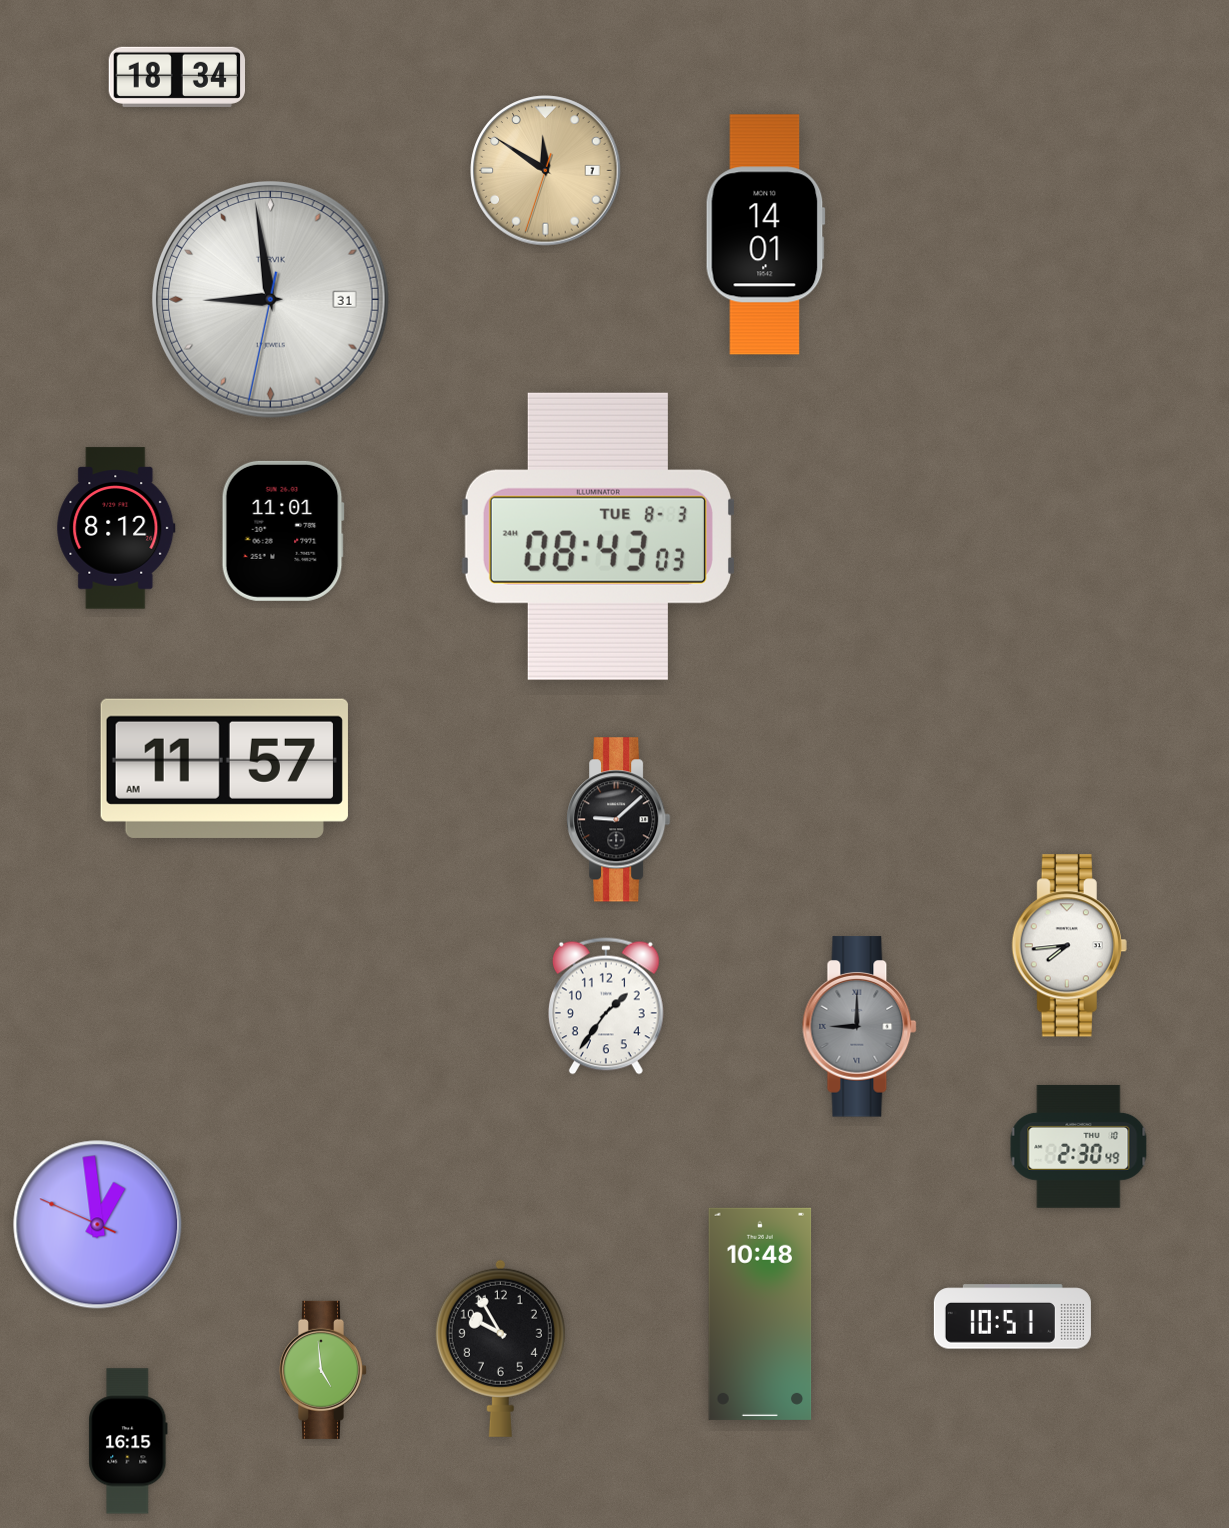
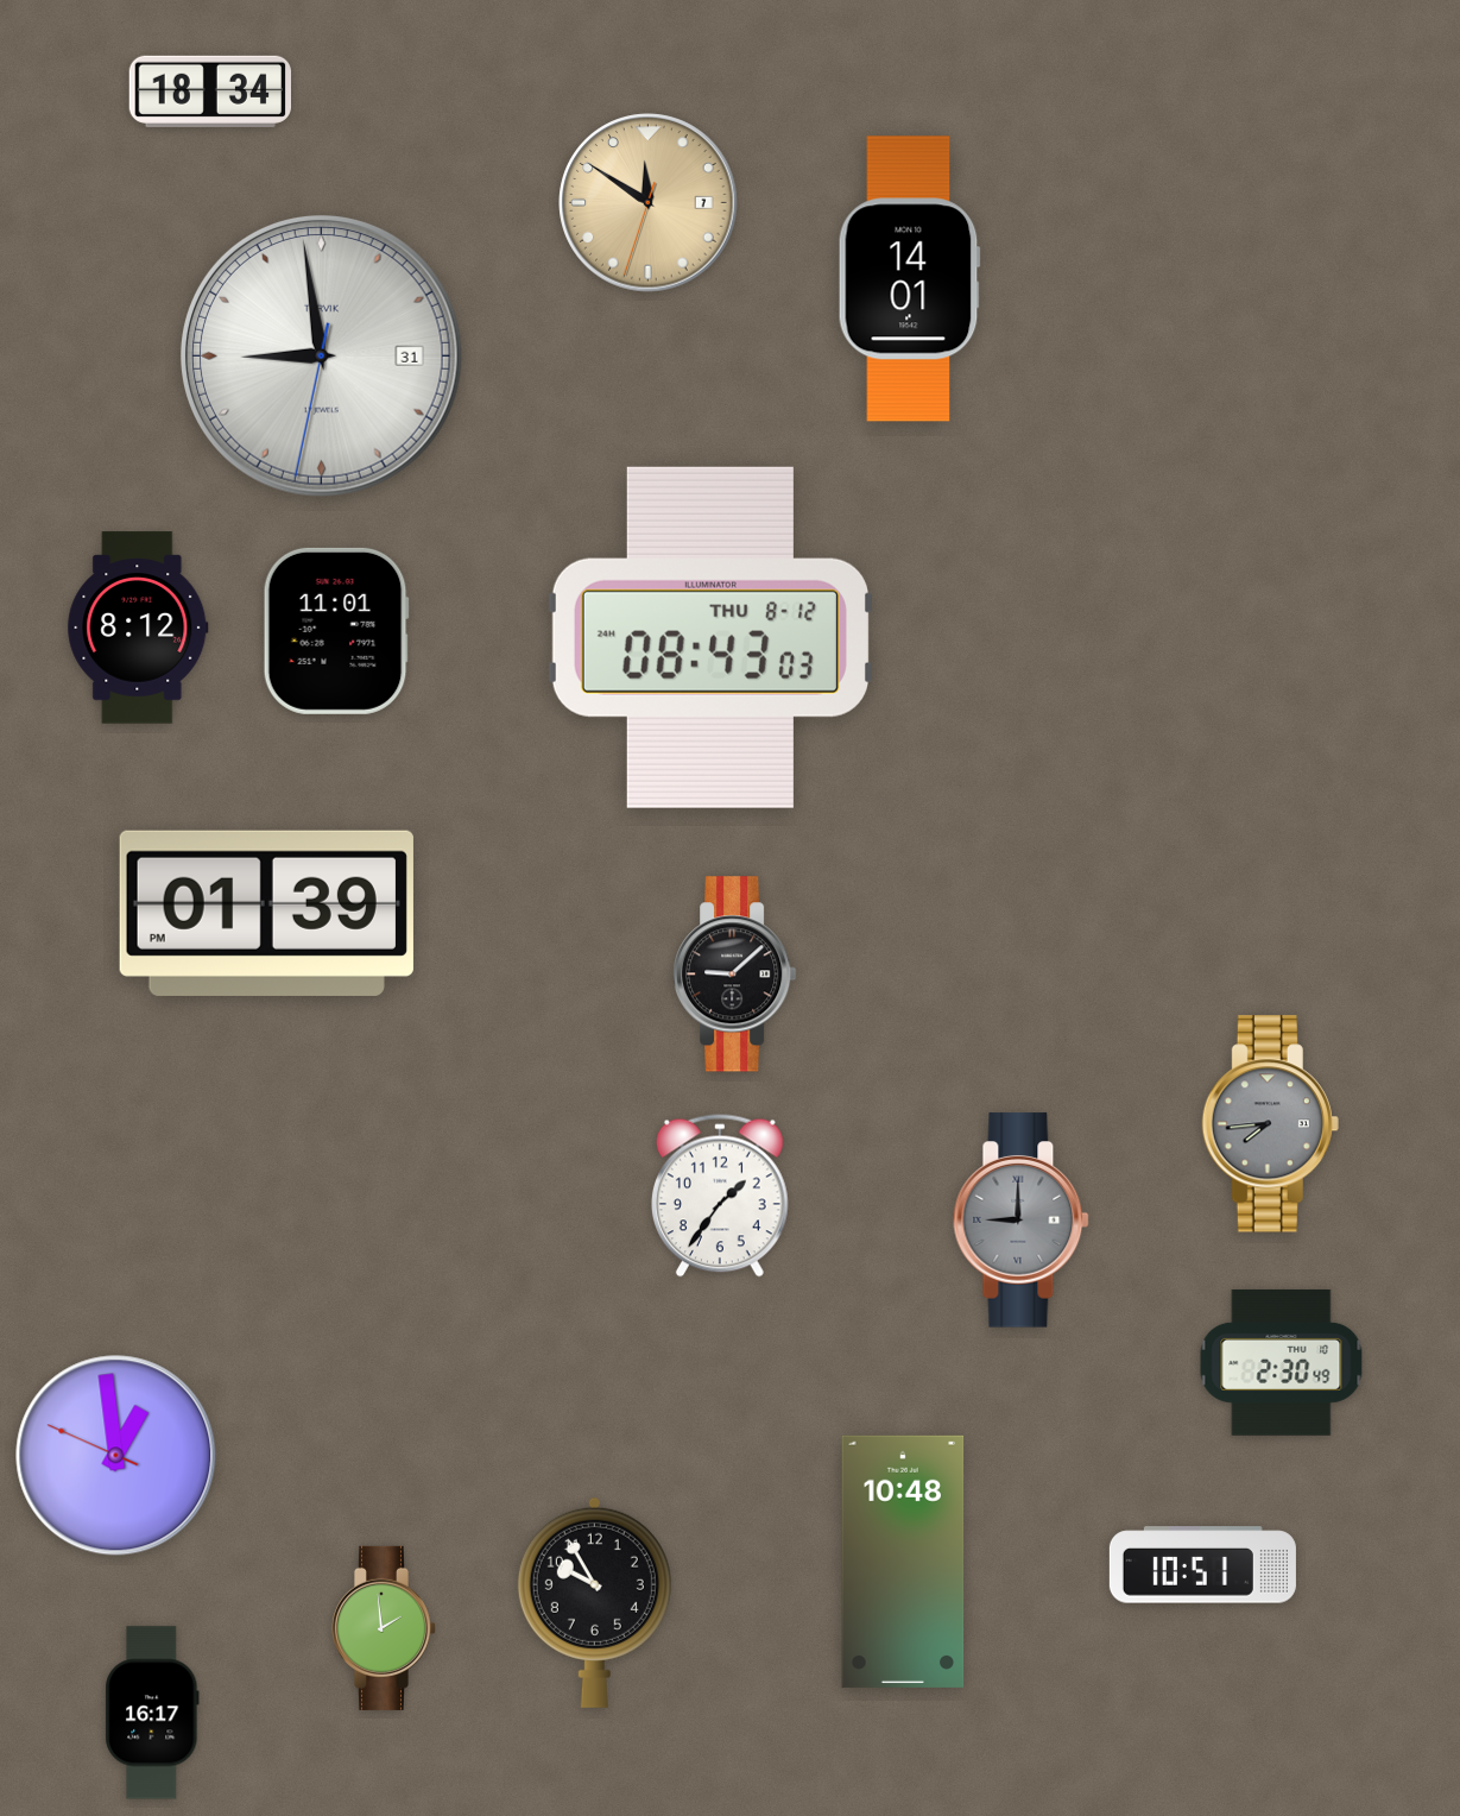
clock at (598, 536) date: TUE 8-3 -> THU 8-12
clock at (224, 768): 11:57 -> 01:39
clock at (1069, 946) dial: white -> grey
clock at (322, 1370): 4:59 -> 1:59
clock at (128, 1441): 16:15 -> 16:17
